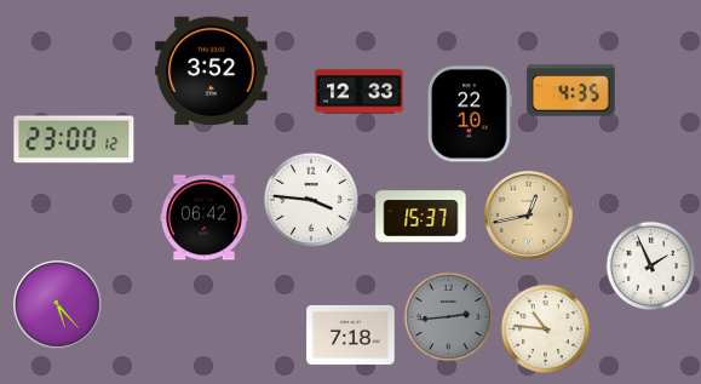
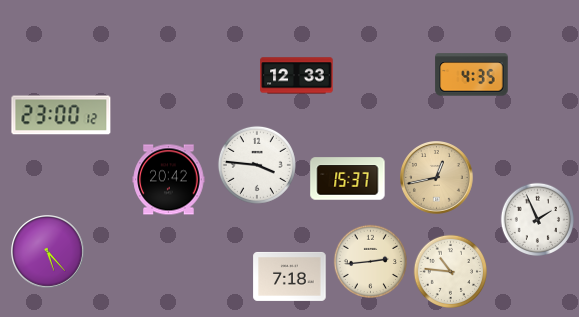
clock at (212, 71): 3:52 -> none
clock at (471, 114): 22:10 -> none
clock at (205, 218): 06:42 -> 20:42
clock at (448, 316) dial: grey -> cream
